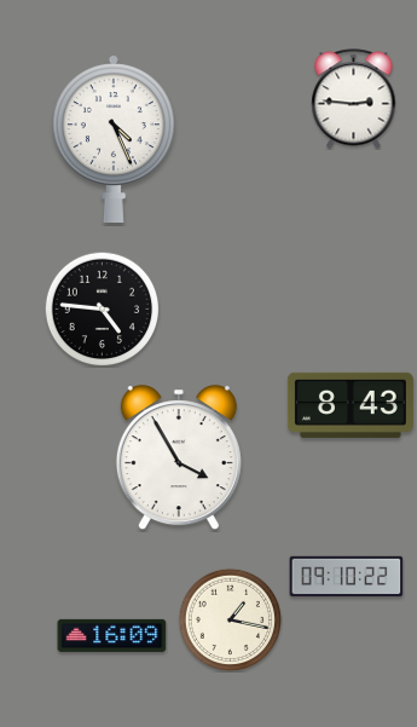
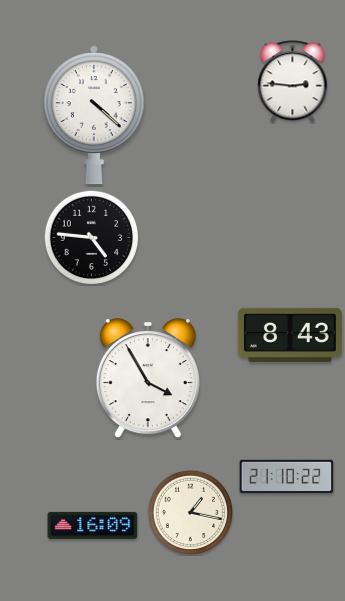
clock at (114, 139): 4:26 -> 4:22
clock at (102, 308) position: (102, 308) -> (91, 237)
clock at (347, 577): 09:10 -> 21:10
